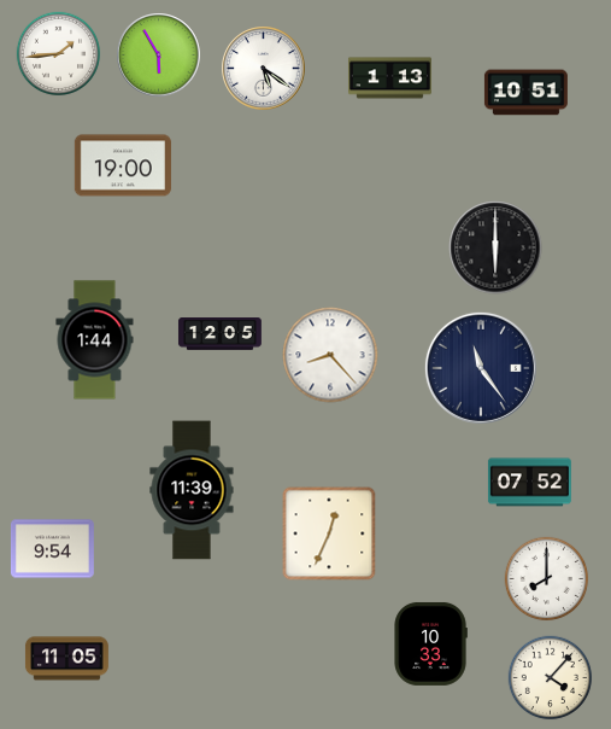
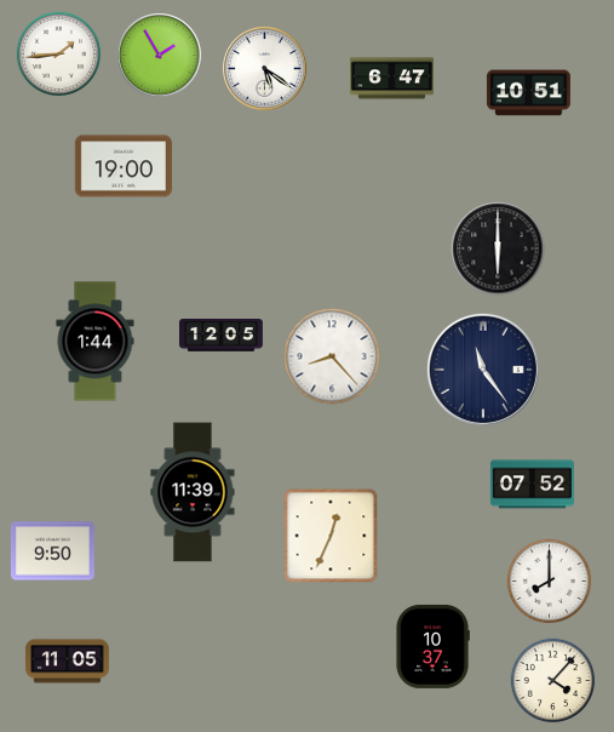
clock at (159, 56): 5:55 -> 1:55
clock at (389, 78): 1:13 -> 6:47
clock at (52, 549): 9:54 -> 9:50
clock at (430, 643): 10:33 -> 10:37
